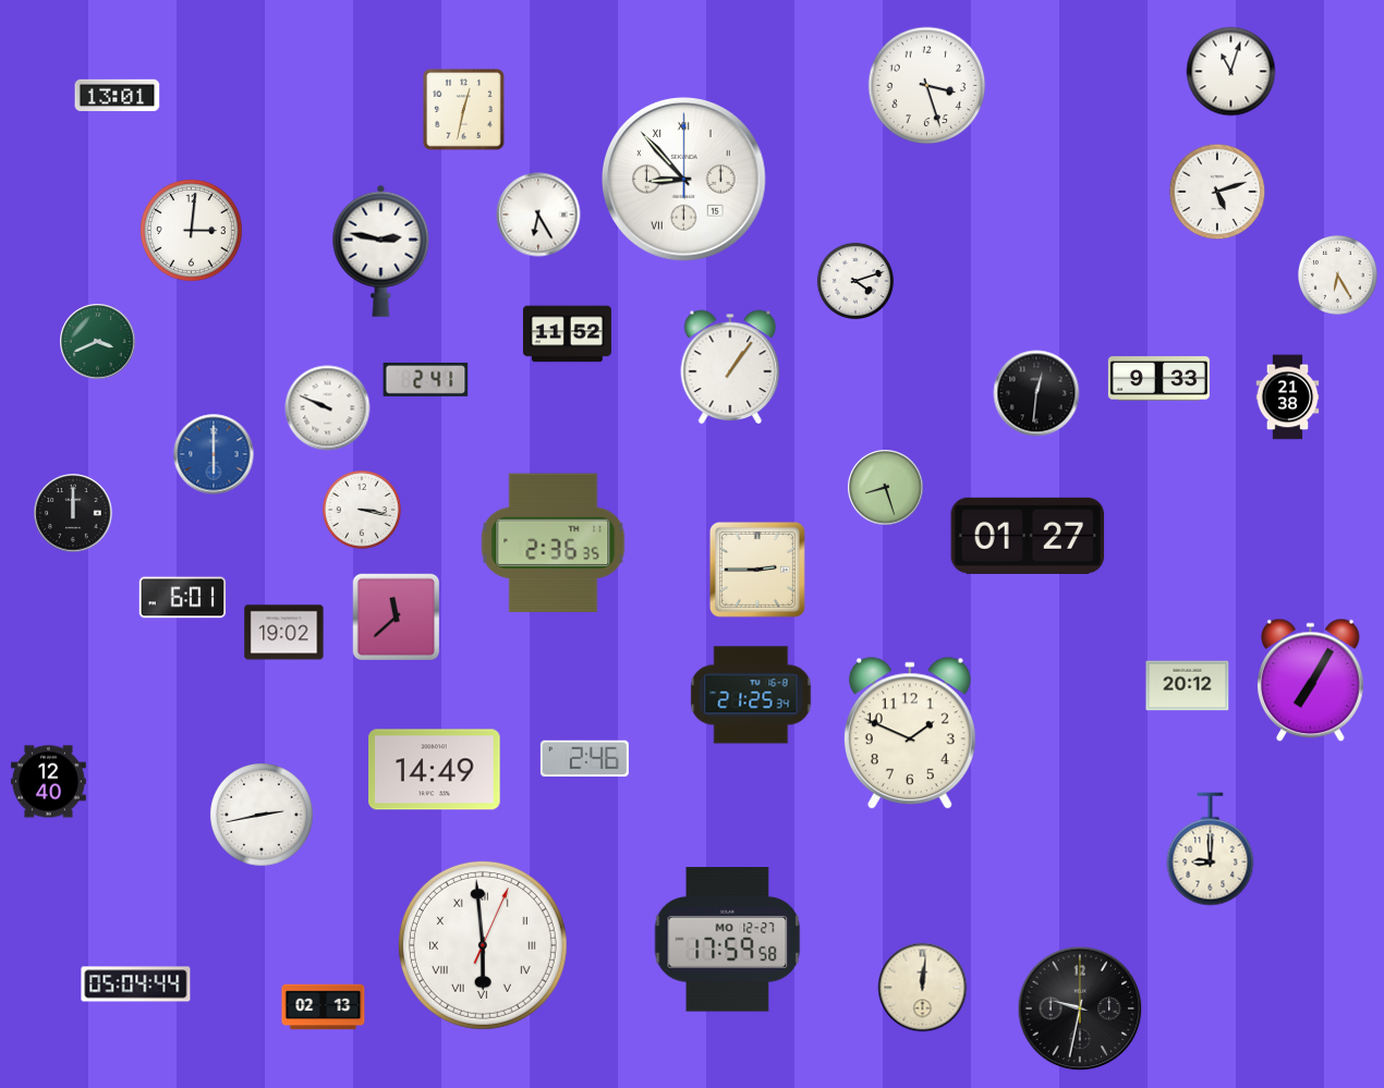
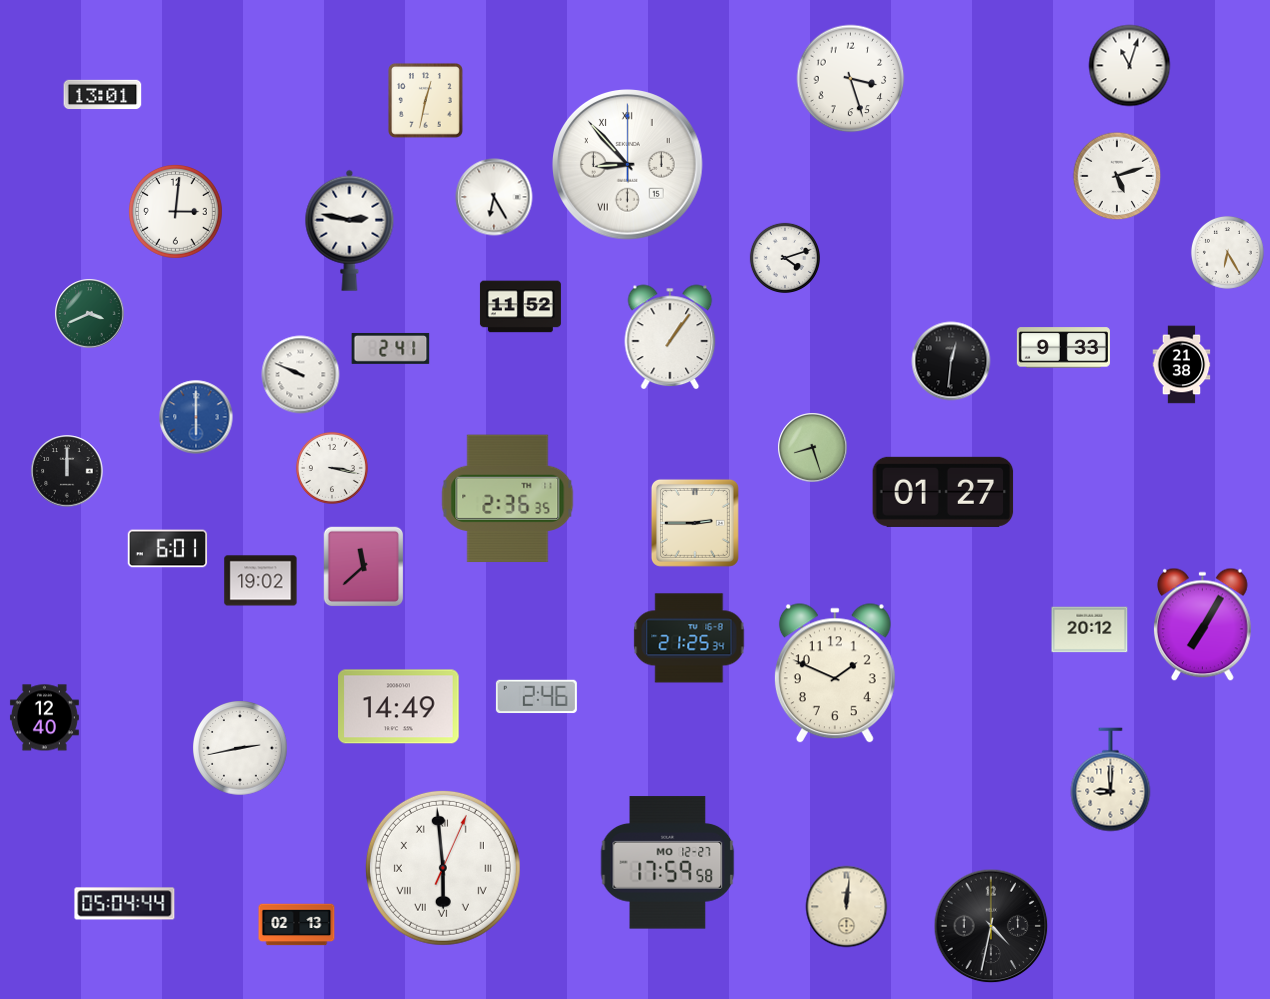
clock at (118, 96) position: (118, 96) -> (103, 95)
clock at (1080, 1008): 9:32 -> 4:32
